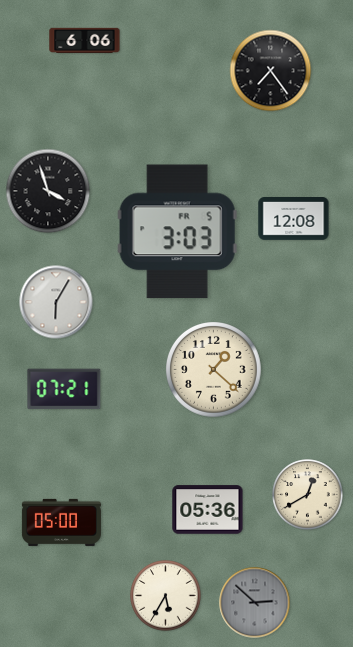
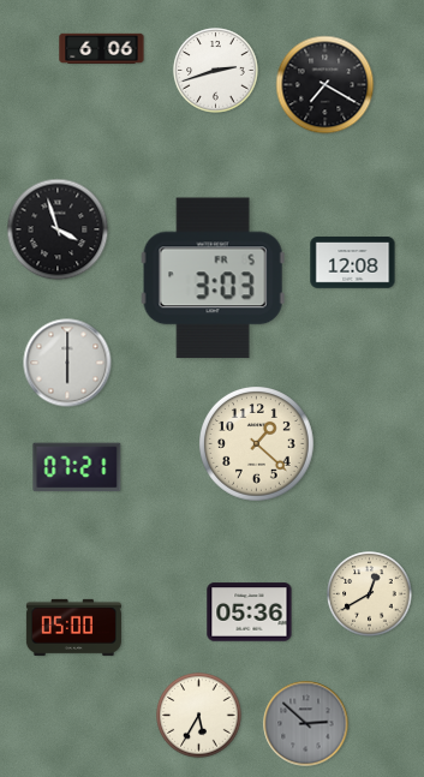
clock at (216, 71): none -> 2:42
clock at (271, 71): 7:24 -> 7:20
clock at (56, 302): 6:05 -> 6:00
